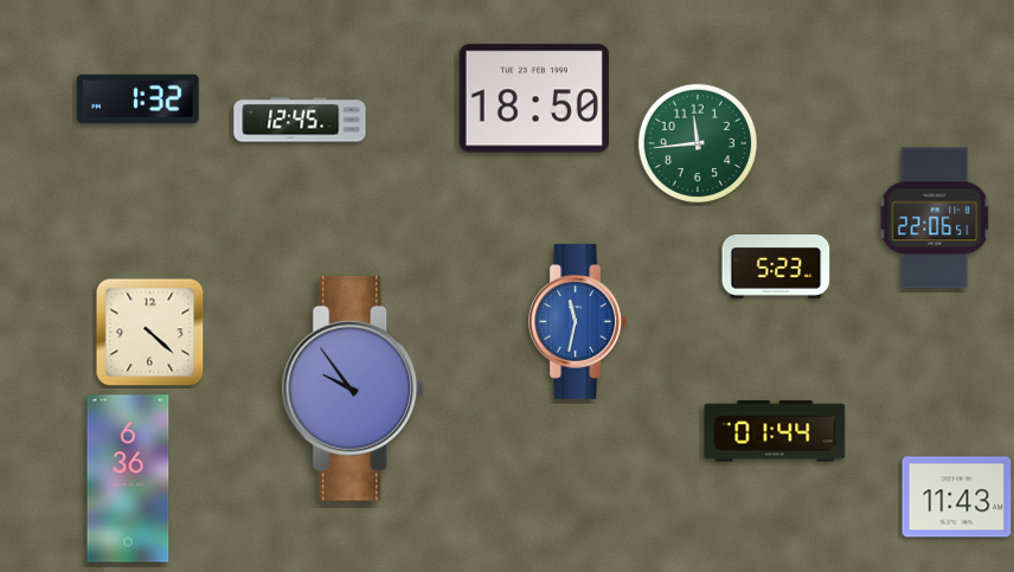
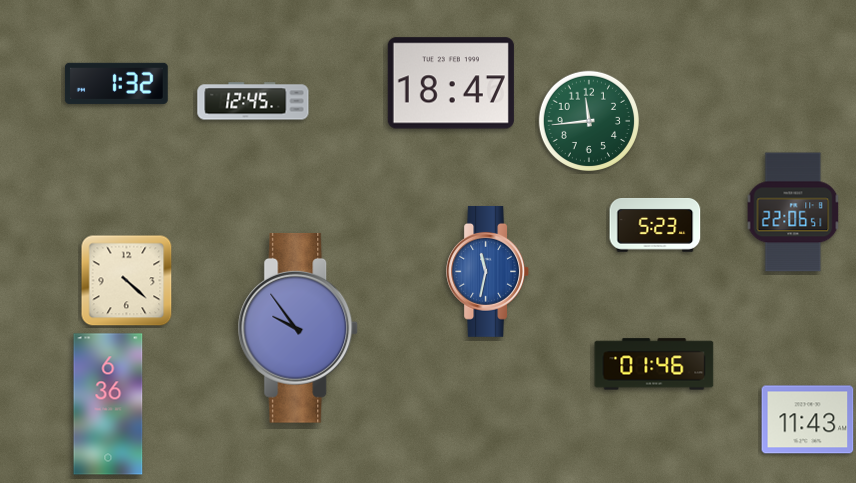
clock at (534, 98): 18:50 -> 18:47
clock at (935, 218) position: (935, 218) -> (793, 212)
clock at (775, 431): 01:44 -> 01:46
